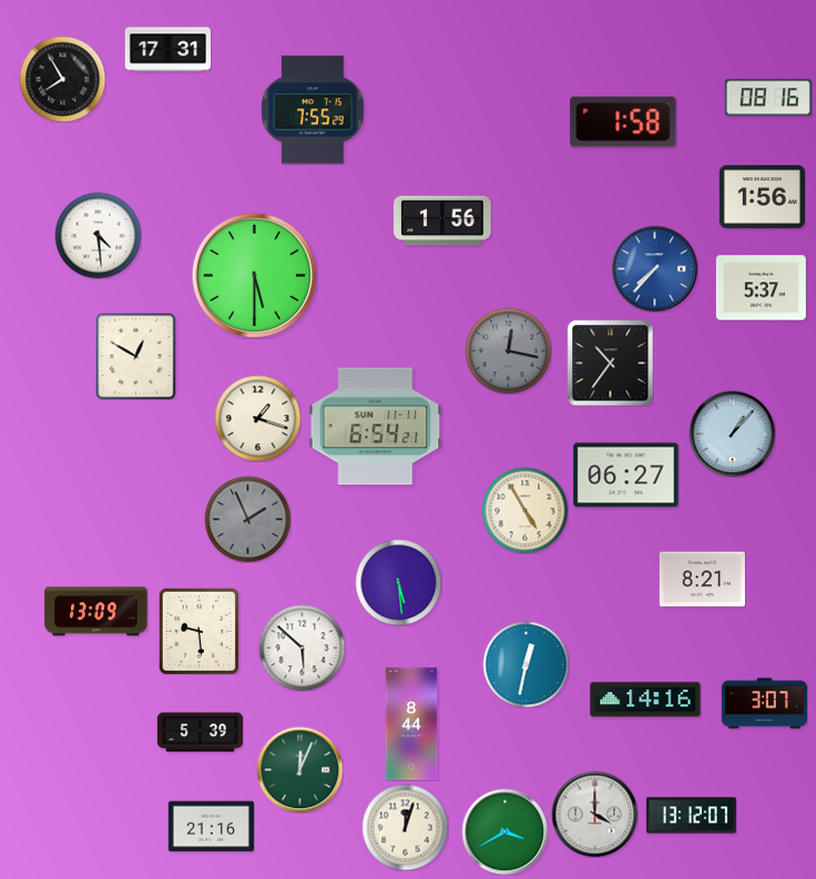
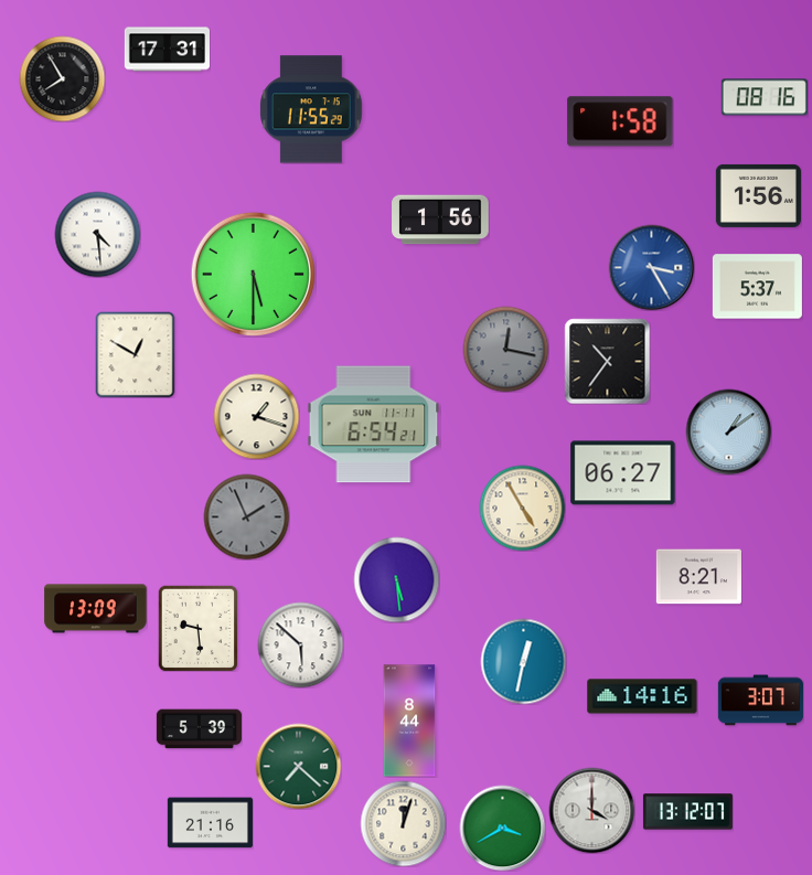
clock at (313, 110): 7:55 -> 11:55
clock at (654, 268): 7:37 -> 3:25
clock at (732, 433): 1:07 -> 1:09
clock at (299, 769): 12:04 -> 7:22
